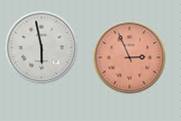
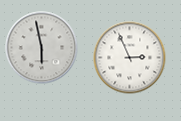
clock at (130, 58) dial: salmon -> white
